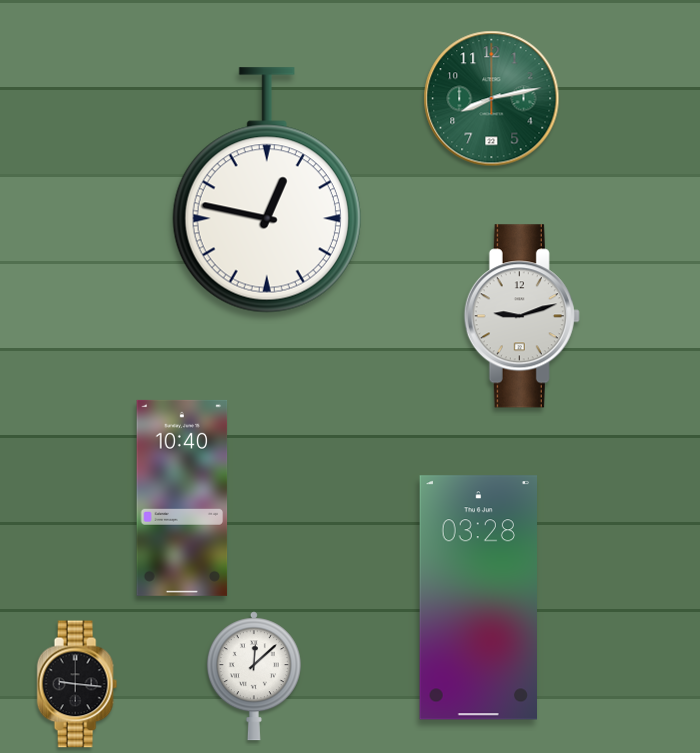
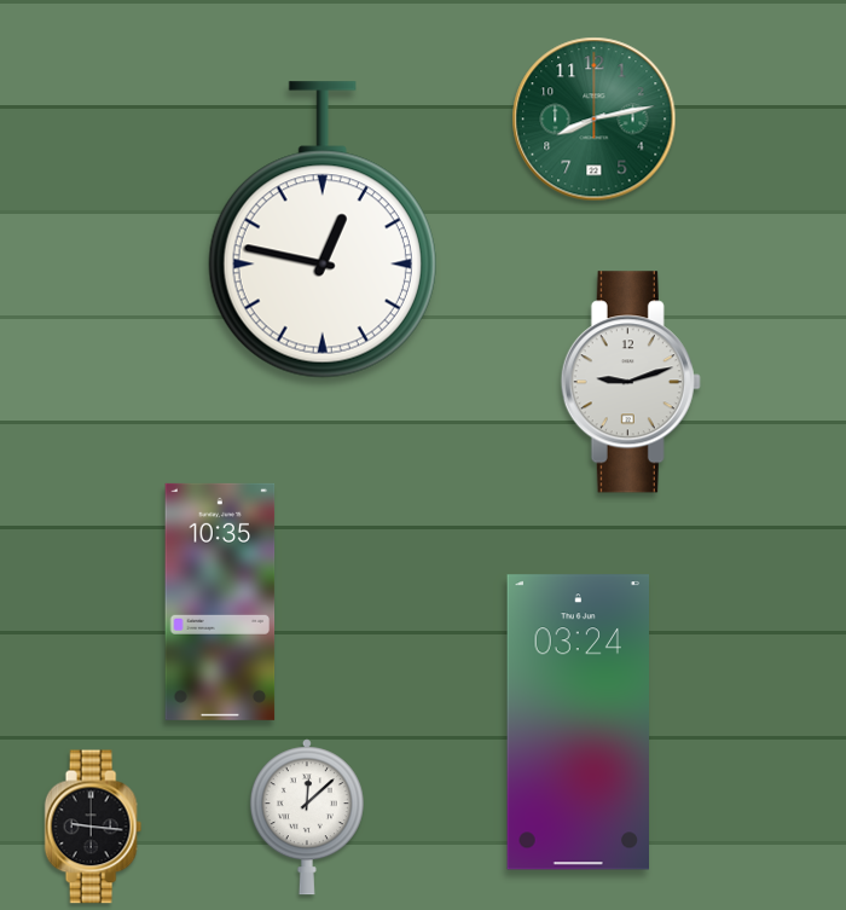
clock at (182, 498): 10:40 -> 10:35
clock at (479, 598): 03:28 -> 03:24
